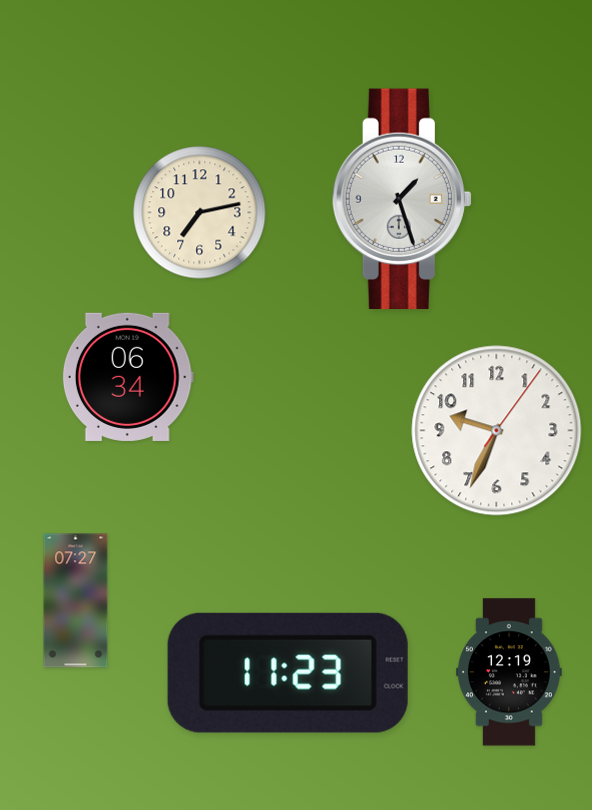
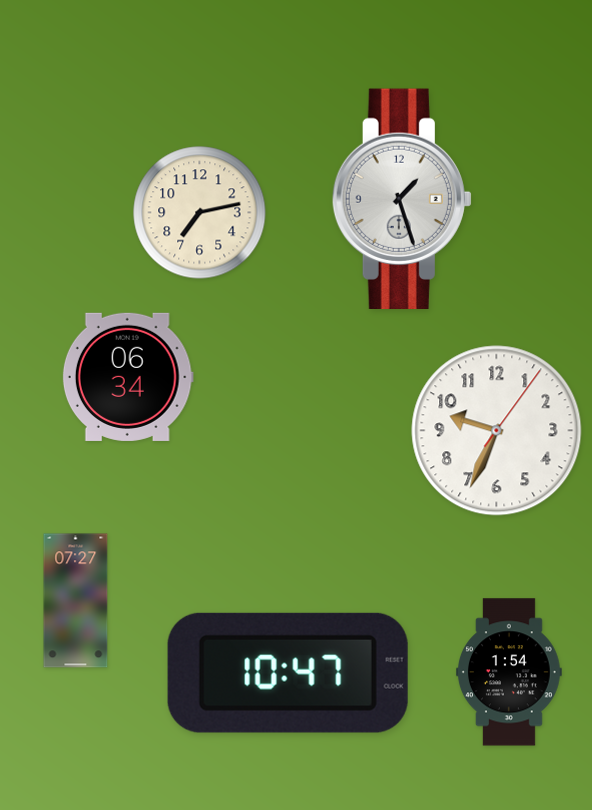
clock at (509, 672): 12:19 -> 1:54
clock at (288, 673): 11:23 -> 10:47
